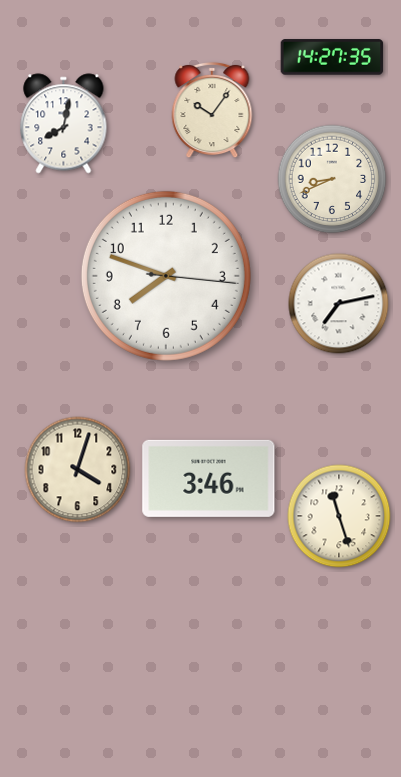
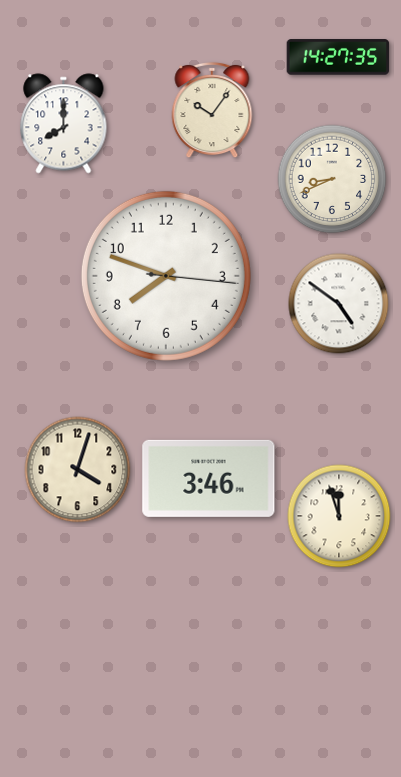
clock at (332, 57) position: (332, 57) -> (338, 57)
clock at (64, 124): 8:02 -> 8:00
clock at (339, 304): 7:13 -> 4:51
clock at (339, 516): 11:27 -> 11:57
